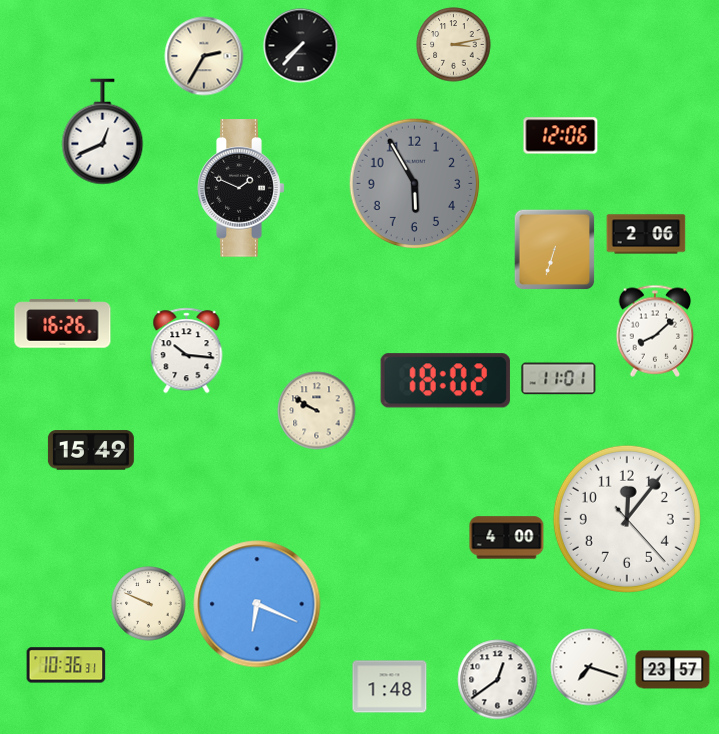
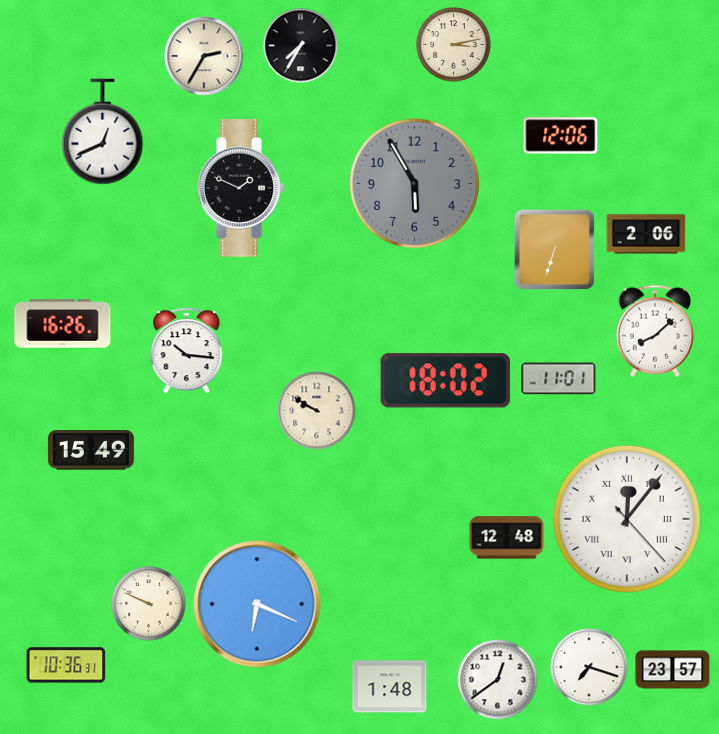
clock at (301, 46): 7:37 -> 7:35
clock at (627, 519) numerals: Arabic -> Roman
clock at (507, 538): 4:00 -> 12:48
